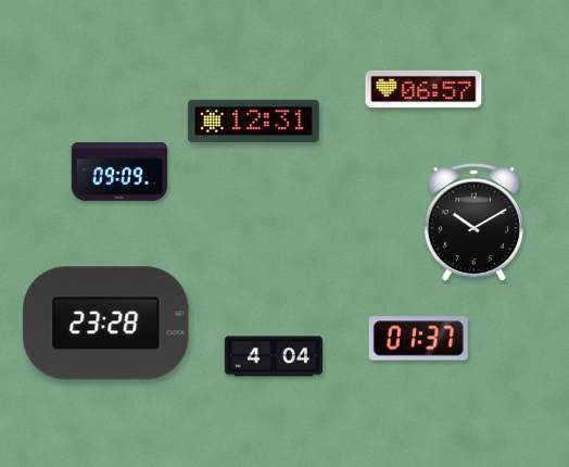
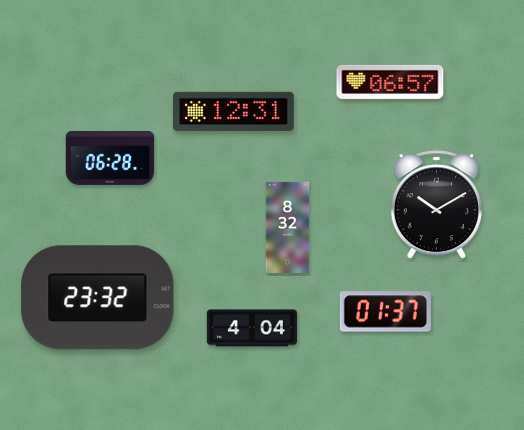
clock at (119, 172): 09:09 -> 06:28
clock at (288, 227): none -> 8:32
clock at (106, 324): 23:28 -> 23:32
